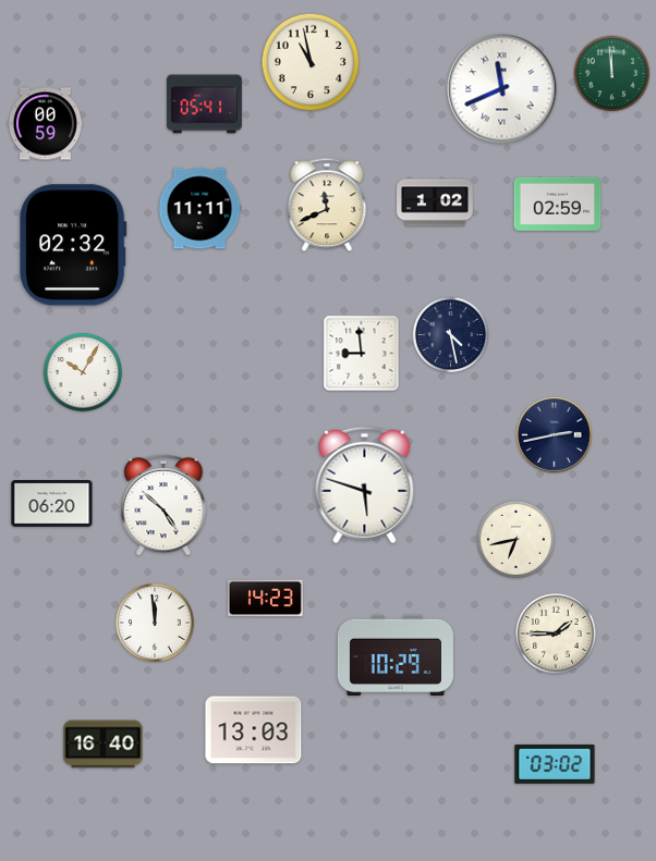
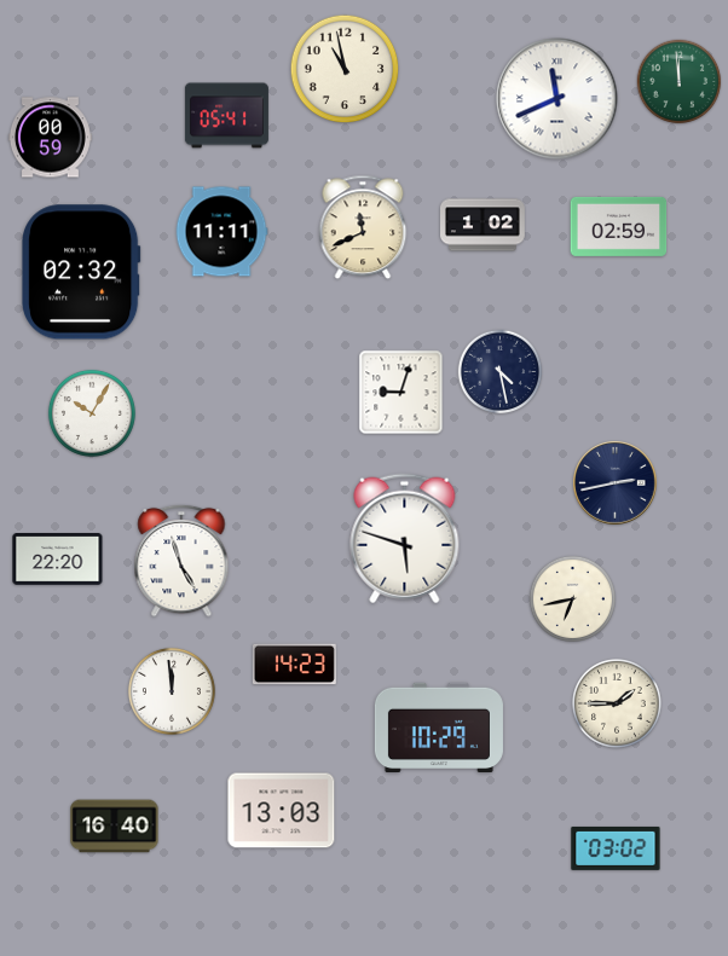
clock at (362, 354): 8:59 -> 9:03
clock at (52, 504): 06:20 -> 22:20
clock at (163, 505): 4:52 -> 4:57
